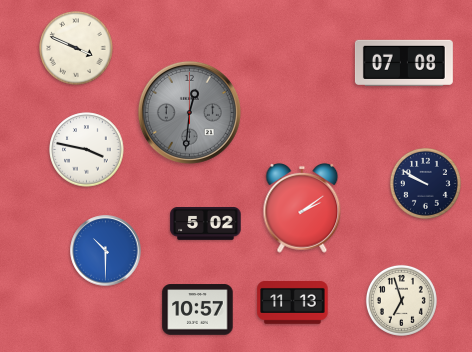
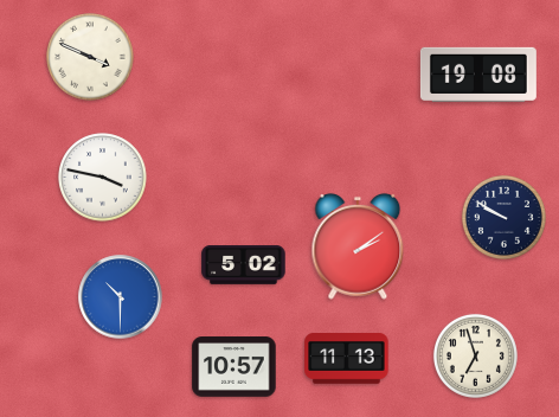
clock at (404, 63): 07:08 -> 19:08
clock at (189, 112): 12:31 -> none
clock at (106, 251) position: (106, 251) -> (121, 297)
